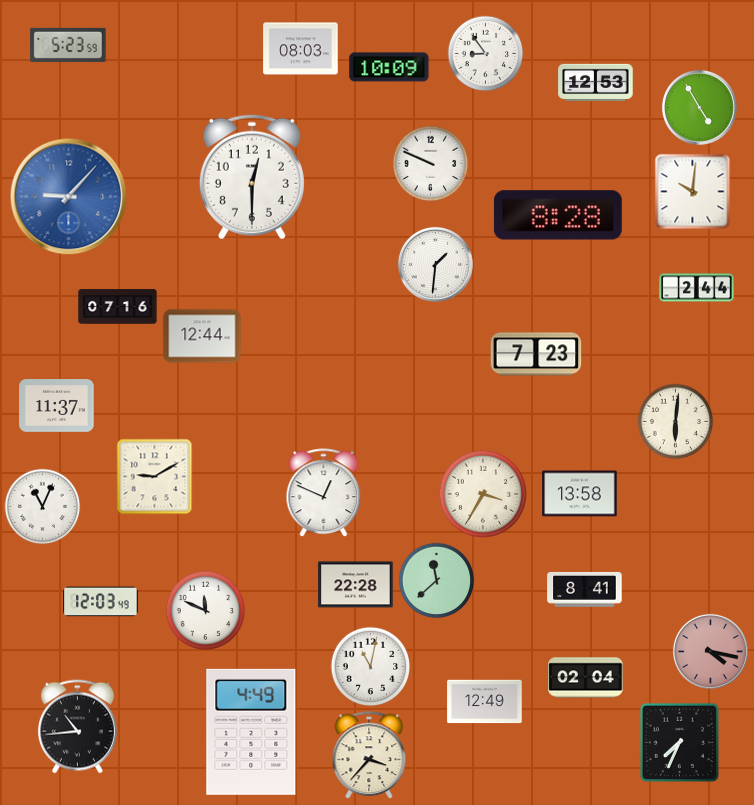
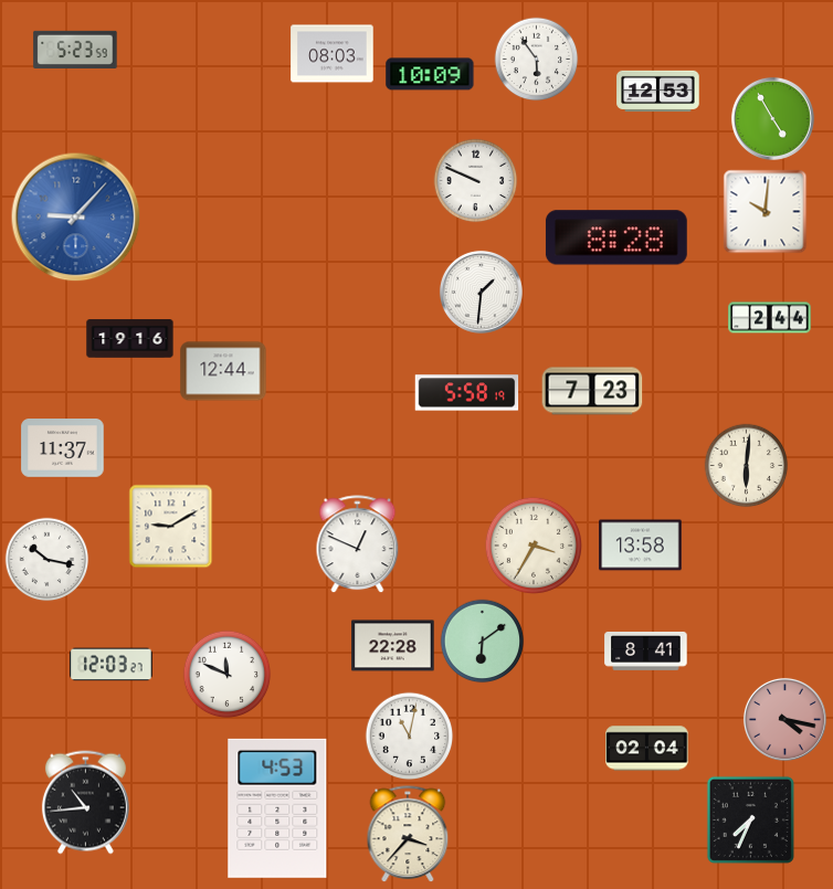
clock at (486, 54): 8:54 -> 5:54
clock at (252, 177): 12:30 -> none
clock at (118, 307): 07:16 -> 19:16
clock at (467, 393): none -> 5:58
clock at (43, 507): 11:04 -> 10:17
clock at (437, 581): 11:38 -> 6:09
clock at (101, 602): 12:03:49 -> 12:03:27
clock at (485, 702): 12:49 -> none
clock at (251, 732): 4:49 -> 4:53
